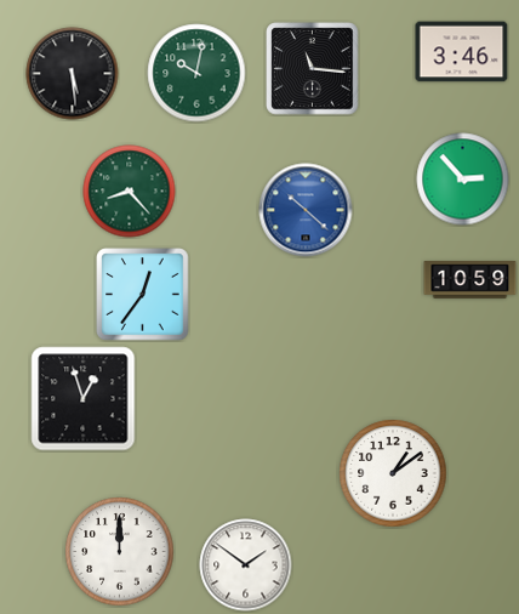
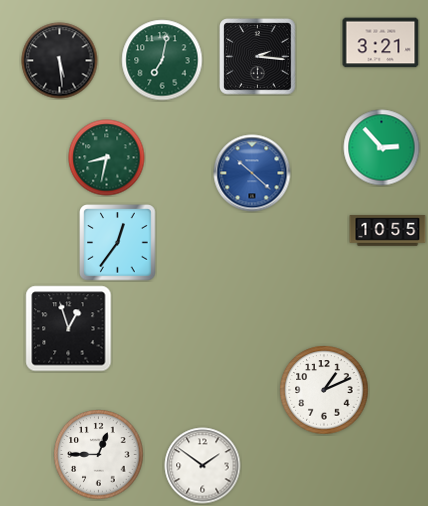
clock at (462, 52): 3:46 -> 3:21
clock at (313, 69): 11:16 -> 2:16
clock at (196, 73): 10:02 -> 7:02
clock at (130, 192): 8:23 -> 8:32
clock at (470, 280): 10:59 -> 10:55
clock at (393, 473): 1:09 -> 1:11
clock at (120, 552): 12:00 -> 12:45
